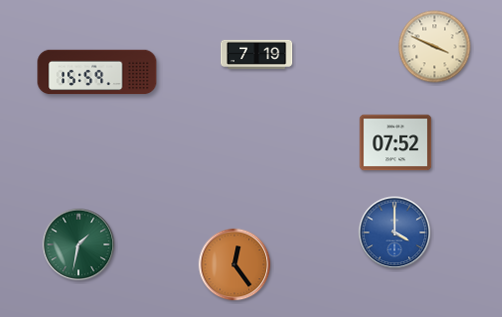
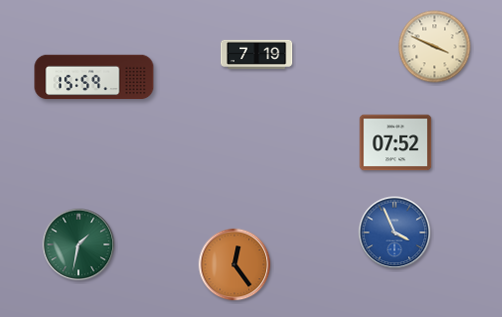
clock at (97, 72) position: (97, 72) -> (94, 77)
clock at (395, 233): 4:00 -> 3:56
